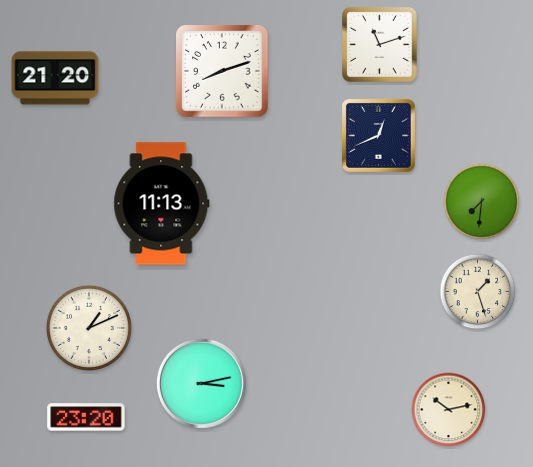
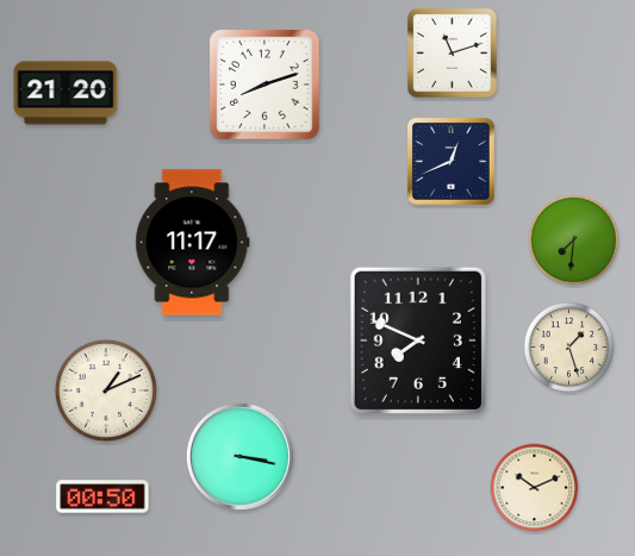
clock at (162, 204): 11:13 -> 11:17
clock at (418, 341): none -> 7:49
clock at (201, 383): 3:13 -> 3:17
clock at (449, 410): 10:13 -> 10:11
clock at (86, 417): 23:20 -> 00:50
